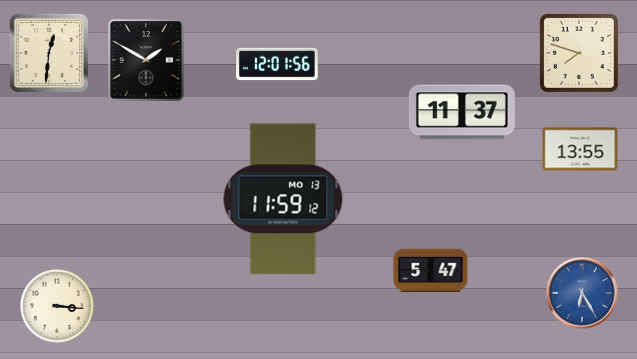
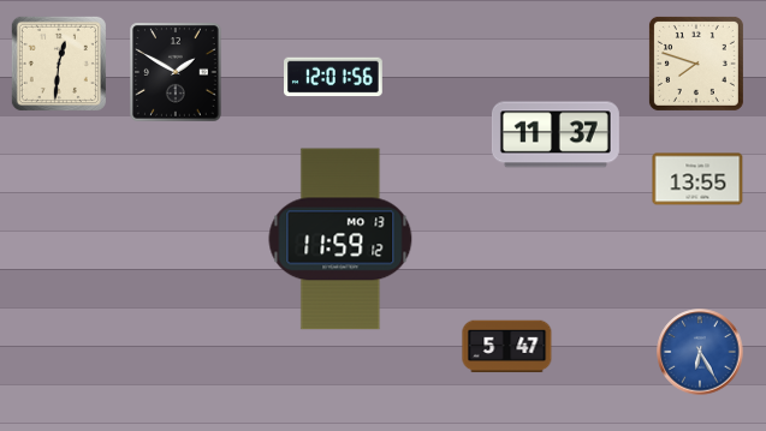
clock at (431, 271) position: (431, 271) -> (507, 347)
clock at (57, 306): 3:16 -> none
